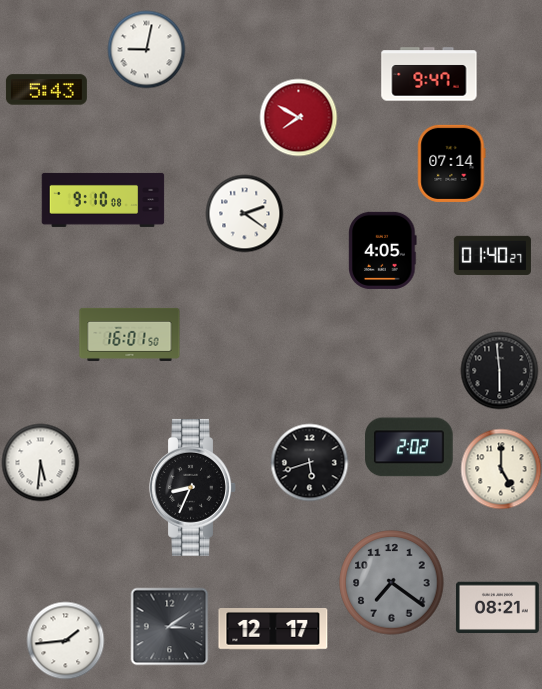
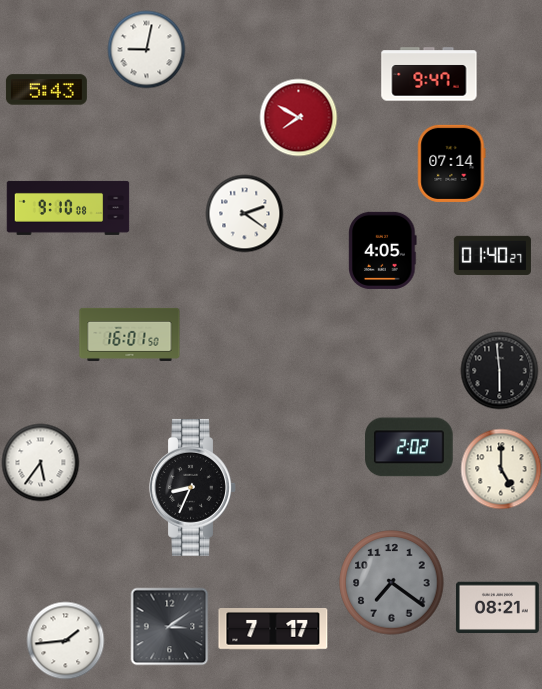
clock at (103, 200) position: (103, 200) -> (68, 208)
clock at (40, 462): 5:31 -> 5:36
clock at (309, 462): 5:42 -> none
clock at (273, 630): 12:17 -> 7:17
